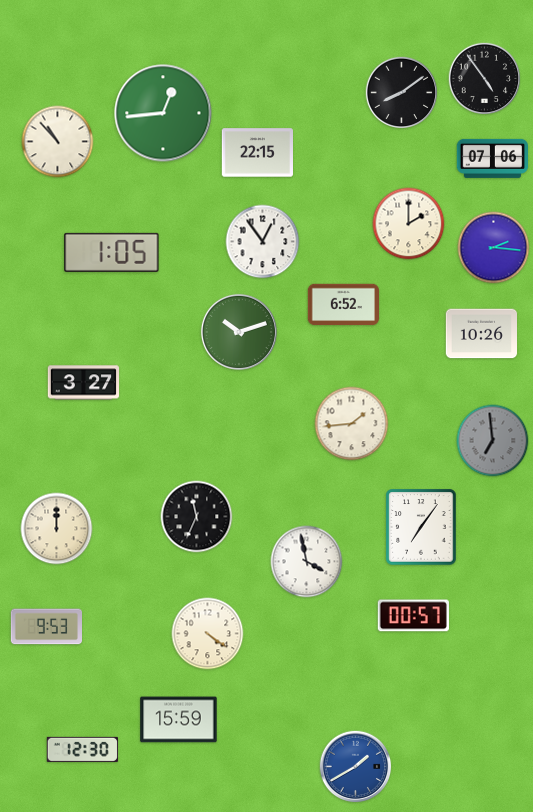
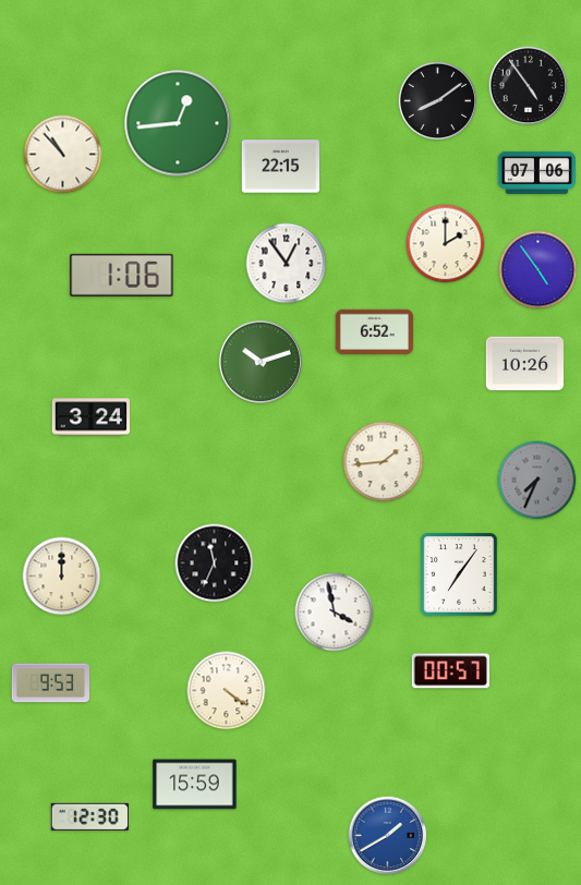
clock at (494, 248): 2:16 -> 4:54
clock at (112, 252): 1:05 -> 1:06
clock at (84, 383): 3:27 -> 3:24
clock at (493, 441): 6:59 -> 7:34
